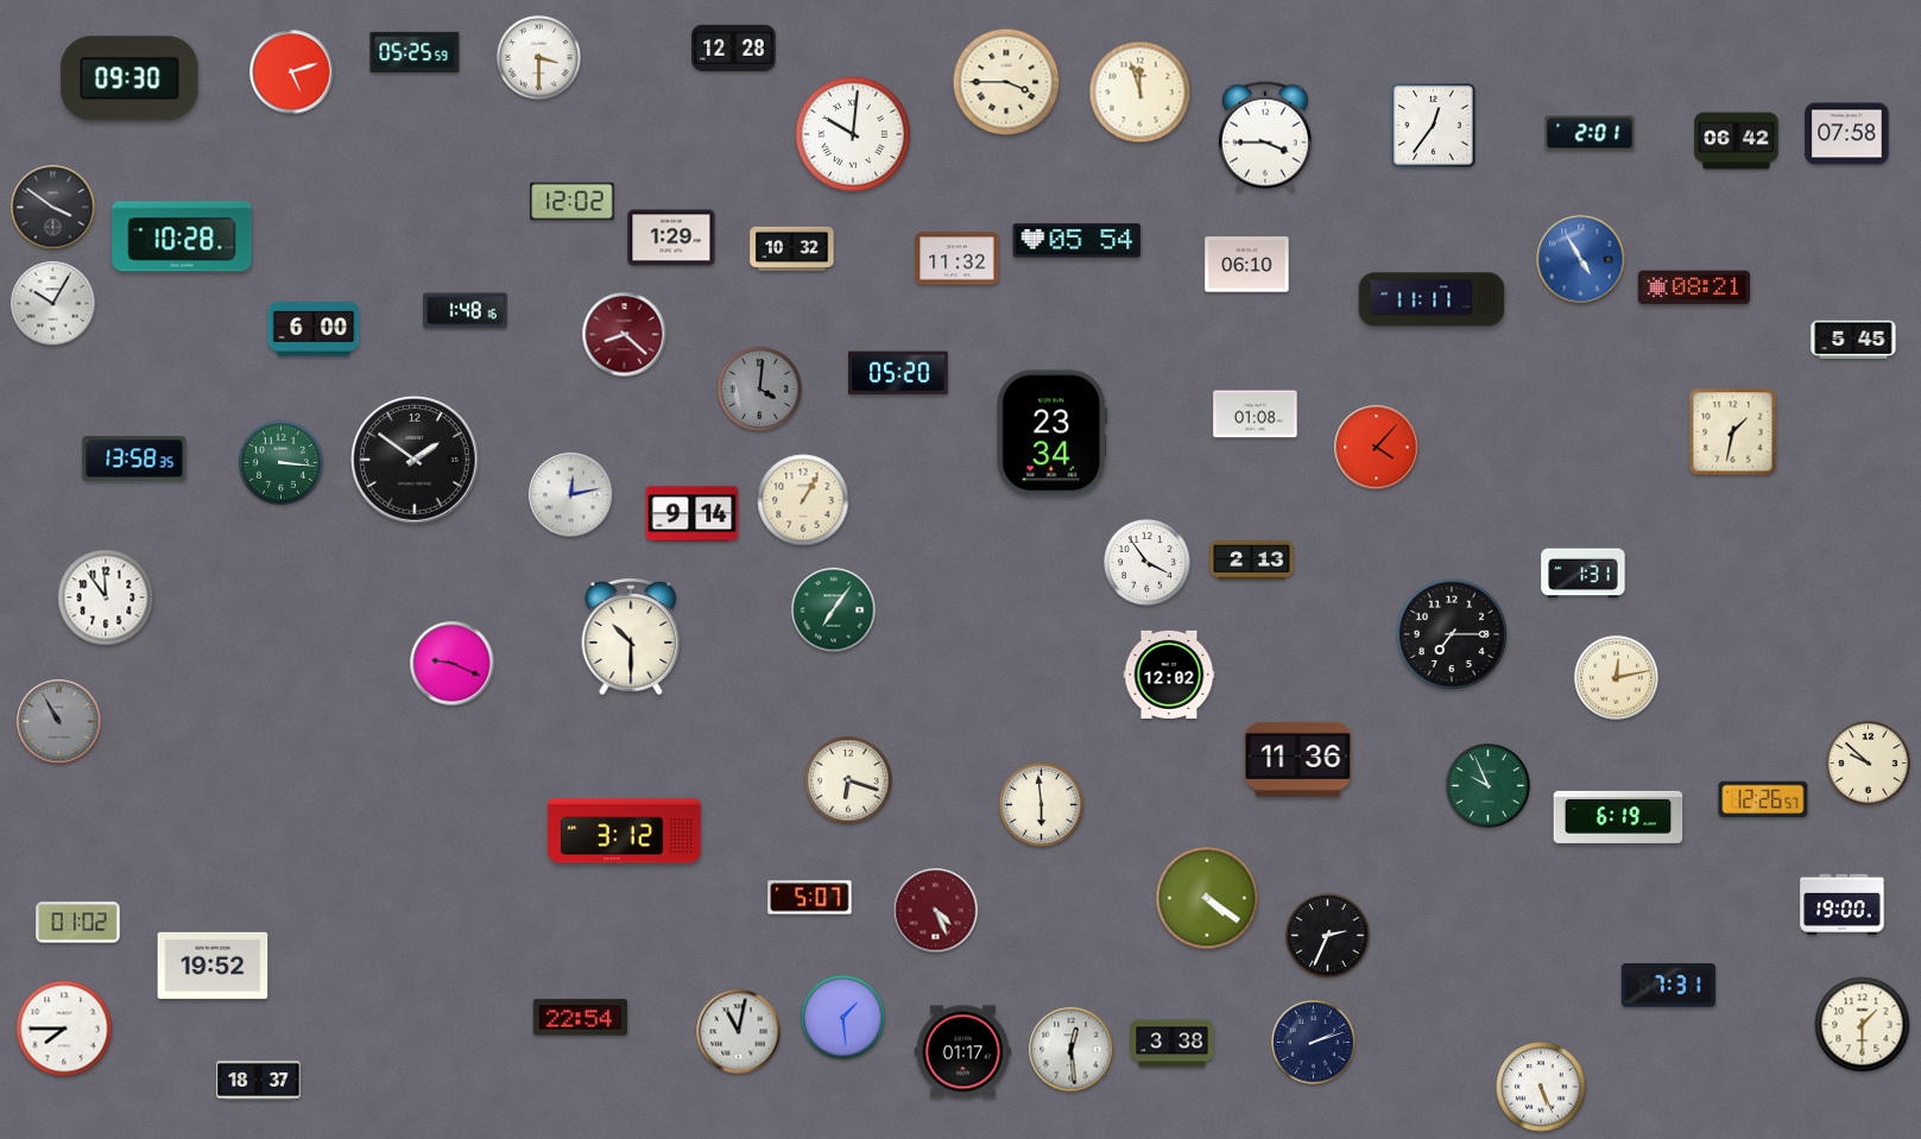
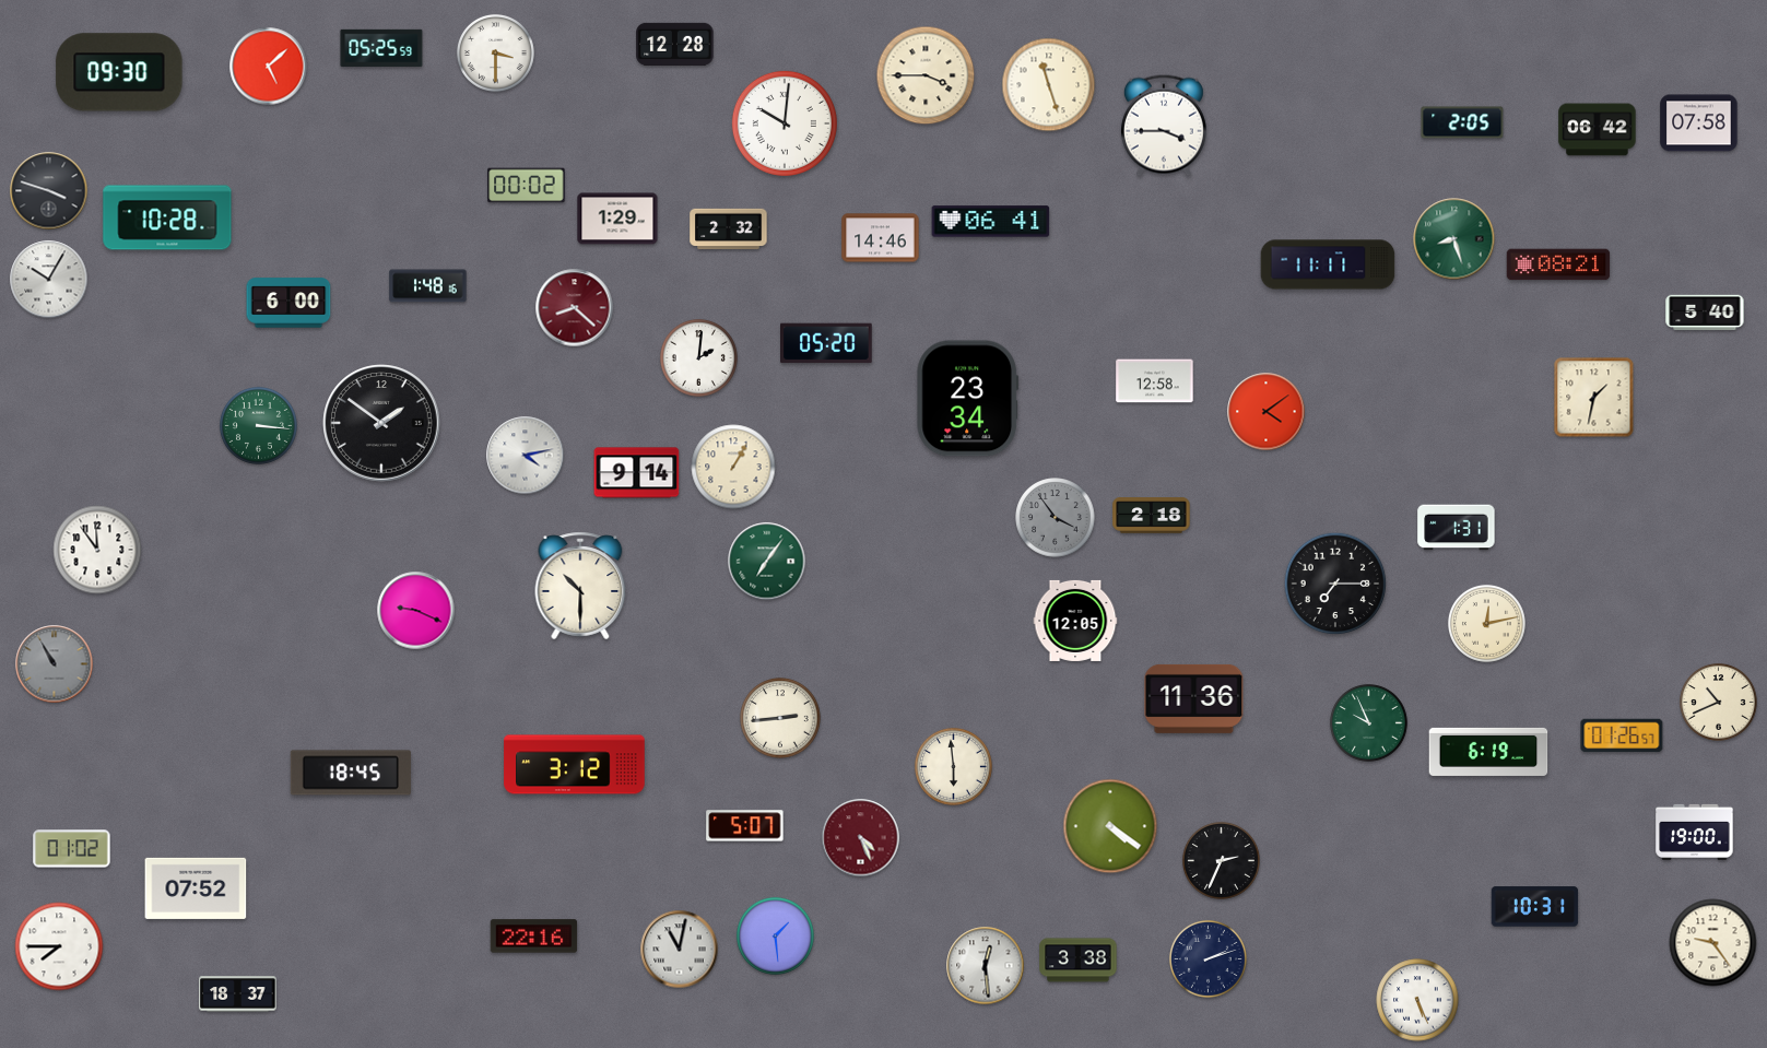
clock at (292, 72): 5:12 -> 5:08
clock at (1140, 93): 11:57 -> 11:27
clock at (1434, 126): 12:36 -> none
clock at (1590, 133): 2:01 -> 2:05
clock at (573, 202): 12:02 -> 00:02
clock at (53, 208): 3:51 -> 3:48
clock at (1078, 241): 05:54 -> 06:41
clock at (792, 249): 10:32 -> 2:32
clock at (958, 259): 11:32 -> 14:46
clock at (1581, 260): 4:55 -> 8:27
clock at (1581, 260) dial: blue -> green
clock at (1247, 265): 06:10 -> none
clock at (1432, 299) position: (1432, 299) -> (1328, 264)
clock at (1853, 338): 5:45 -> 5:40
clock at (759, 388): 4:01 -> 2:01
clock at (759, 388) dial: grey -> white
clock at (1256, 415): 01:08 -> 12:58
clock at (1377, 448): 4:07 -> 4:09
clock at (134, 458): 13:58 -> none
clock at (571, 495): 12:13 -> 4:13
clock at (803, 500) position: (803, 500) -> (733, 467)
clock at (1252, 561): 2:13 -> 2:18
clock at (1148, 563) dial: white -> grey
clock at (1169, 675): 12:02 -> 12:05
clock at (1868, 763): 9:52 -> 10:41
clock at (848, 780): 6:18 -> 2:44
clock at (1763, 799): 12:26 -> 01:26
clock at (1041, 804) position: (1041, 804) -> (953, 766)
clock at (351, 773): none -> 18:45
clock at (213, 966): 19:52 -> 07:52
clock at (1669, 986): 7:31 -> 10:31
clock at (581, 1018): 22:54 -> 22:16
clock at (1863, 1025): 1:30 -> 9:24
clock at (962, 1052): 01:17 -> none
